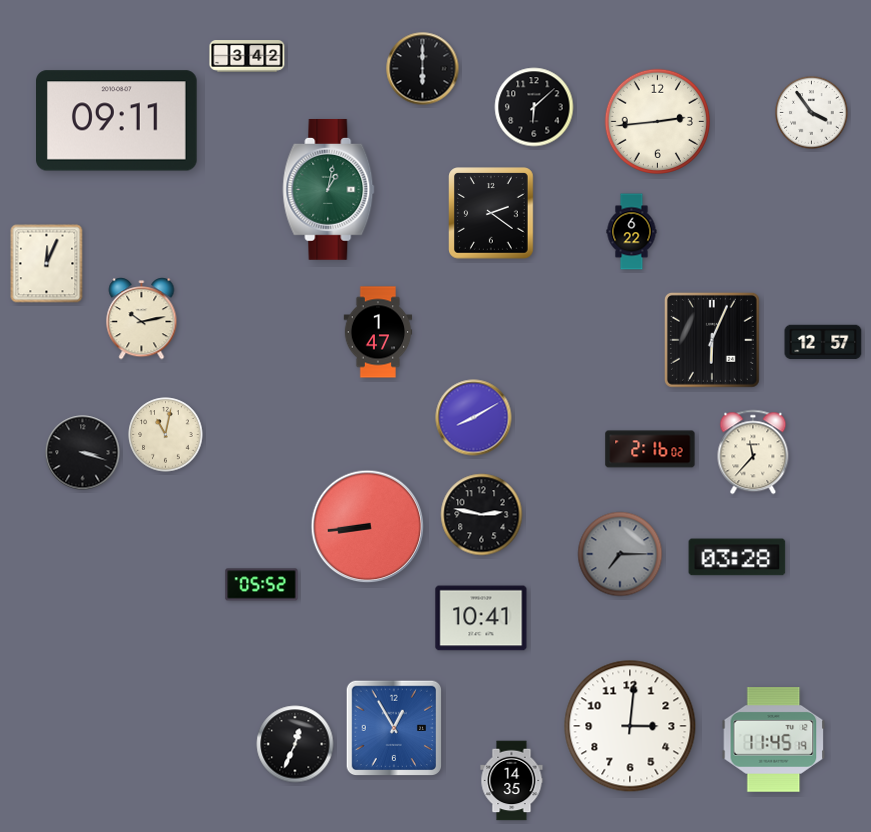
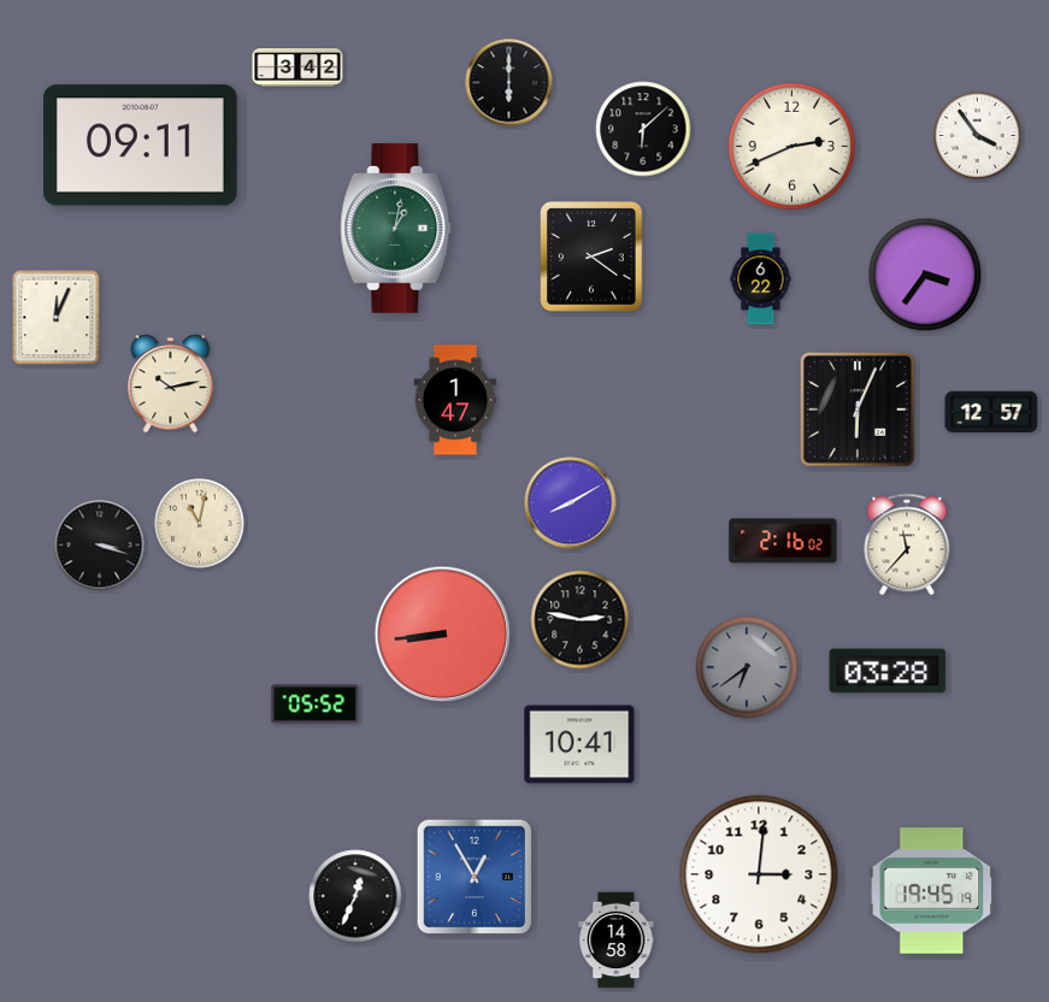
clock at (657, 121): 2:44 -> 2:41
clock at (925, 275): none -> 3:36
clock at (620, 554): 7:15 -> 6:39
clock at (774, 740): 11:45 -> 19:45
clock at (512, 781): 14:35 -> 14:58
